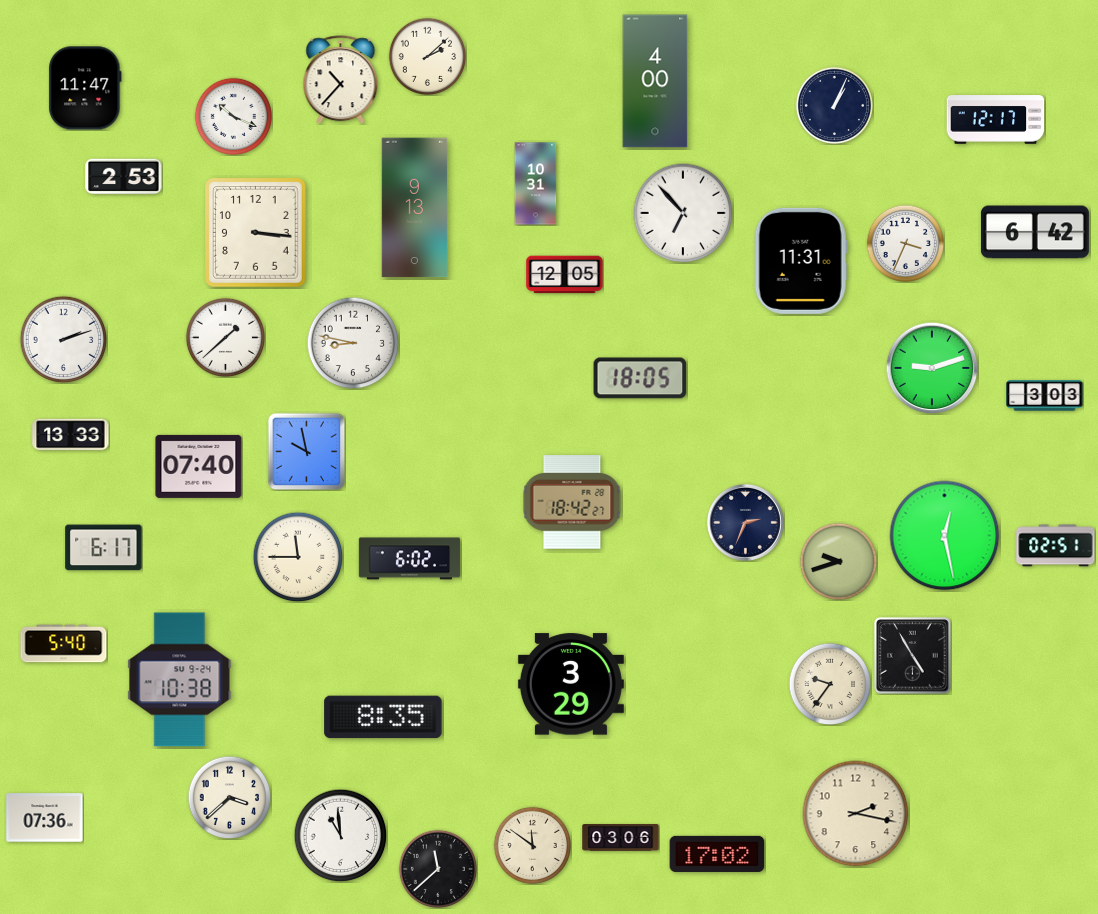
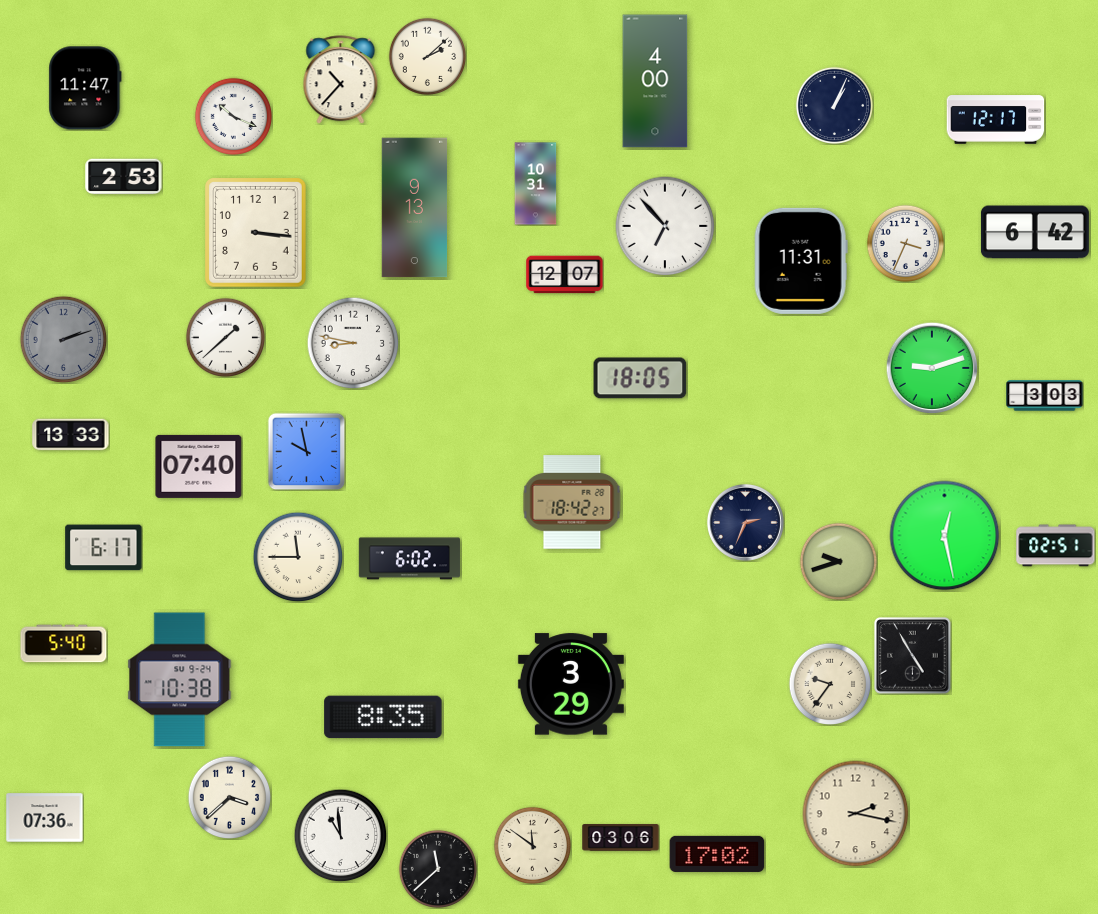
clock at (683, 213) position: (683, 213) -> (665, 226)
clock at (565, 275): 12:05 -> 12:07
clock at (63, 339) dial: white -> grey
